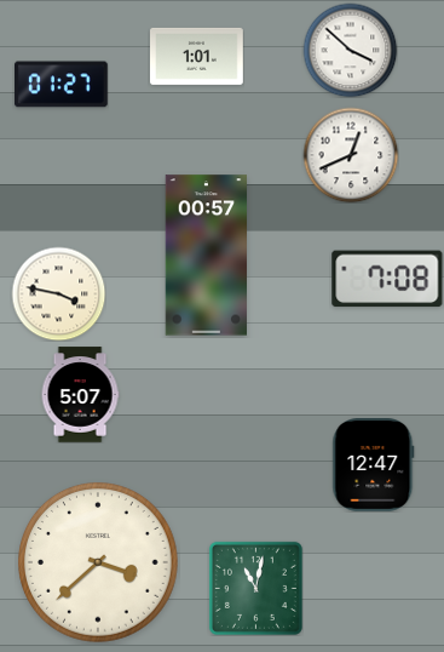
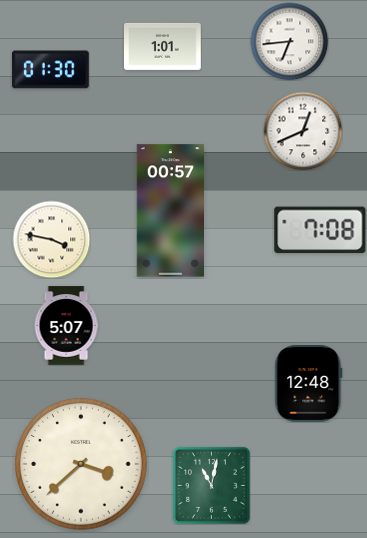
clock at (350, 50): 3:52 -> 6:44
clock at (62, 85): 01:27 -> 01:30
clock at (351, 155) position: (351, 155) -> (303, 131)
clock at (58, 293) position: (58, 293) -> (51, 239)
clock at (374, 465): 12:47 -> 12:48
